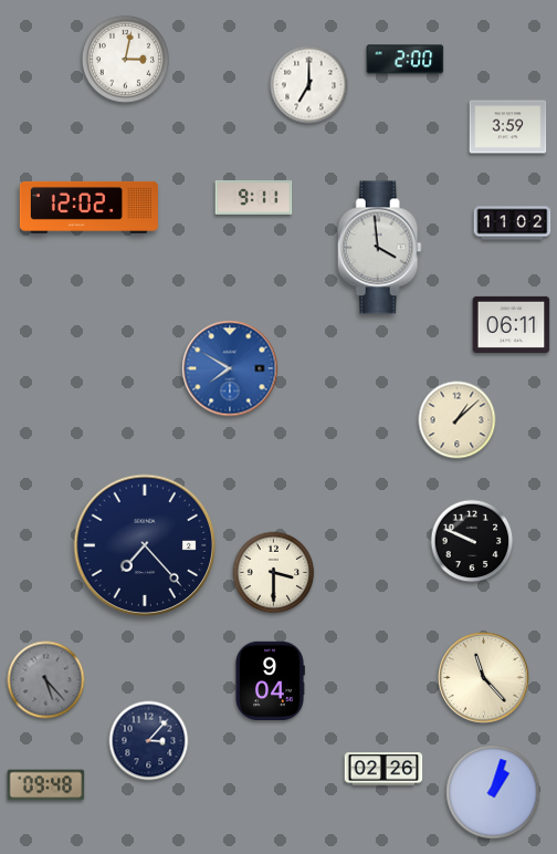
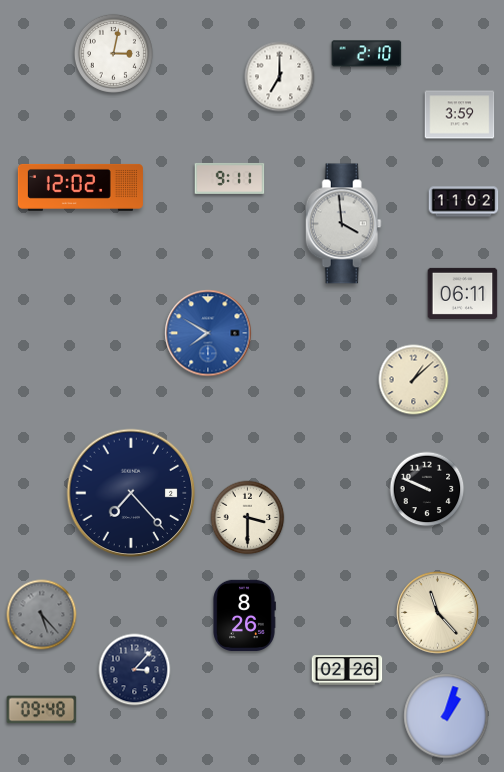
clock at (406, 60): 2:00 -> 2:10
clock at (270, 681): 9:04 -> 8:26
clock at (383, 769) position: (383, 769) -> (347, 670)
